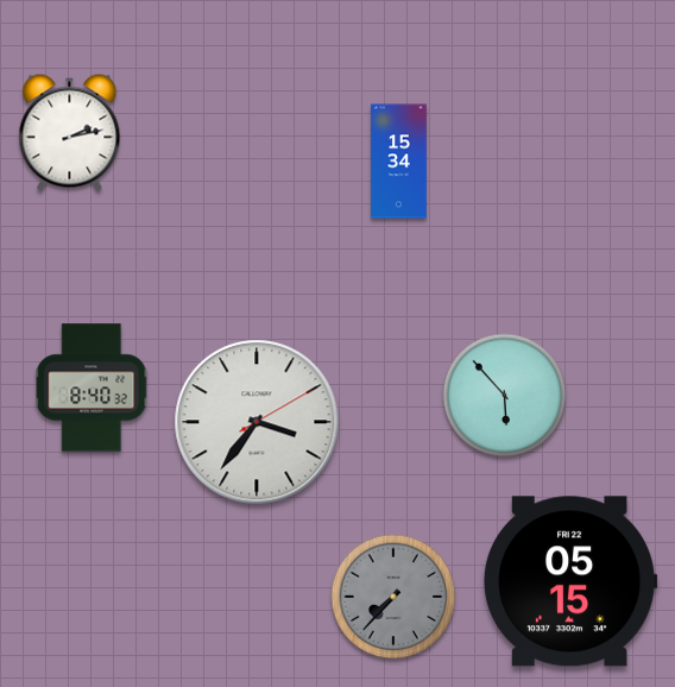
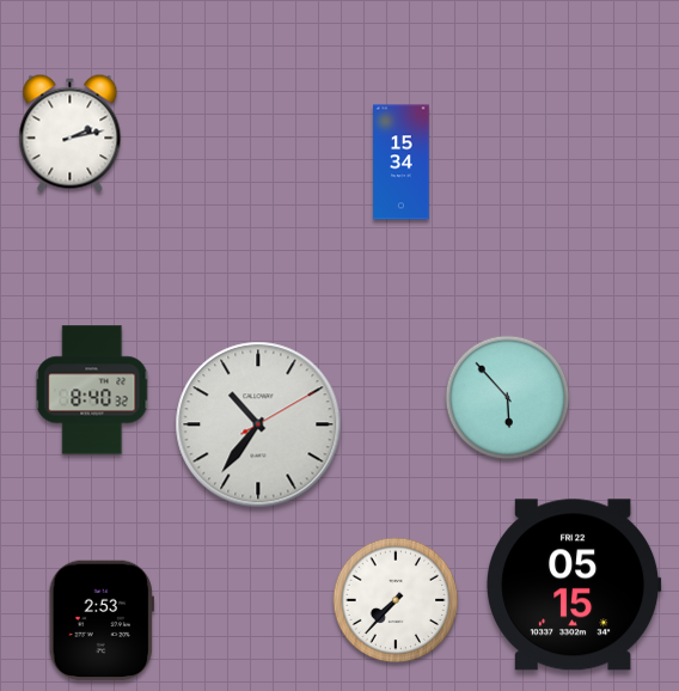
clock at (257, 422): 3:36 -> 10:36
clock at (393, 597) dial: grey -> white
clock at (102, 620): none -> 2:53
